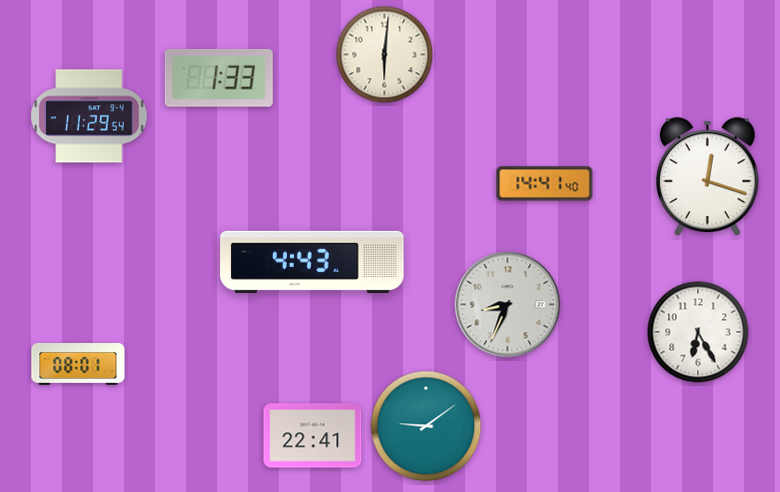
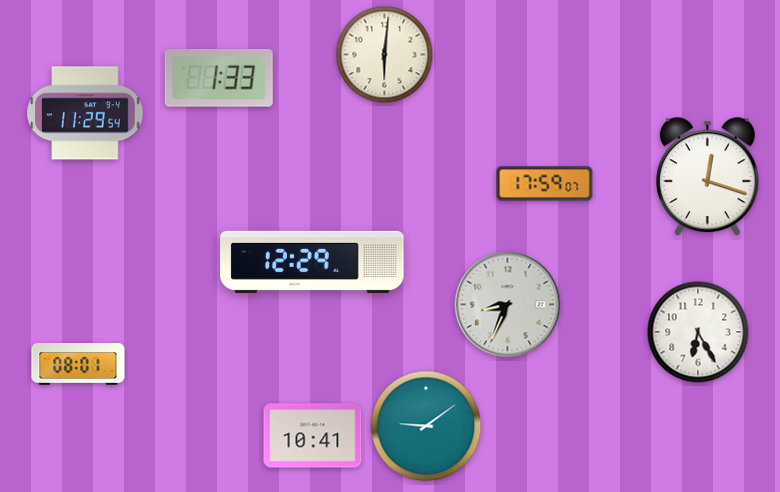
clock at (89, 116) position: (89, 116) -> (85, 113)
clock at (545, 184): 14:41 -> 17:59
clock at (312, 262): 4:43 -> 12:29
clock at (313, 436): 22:41 -> 10:41
